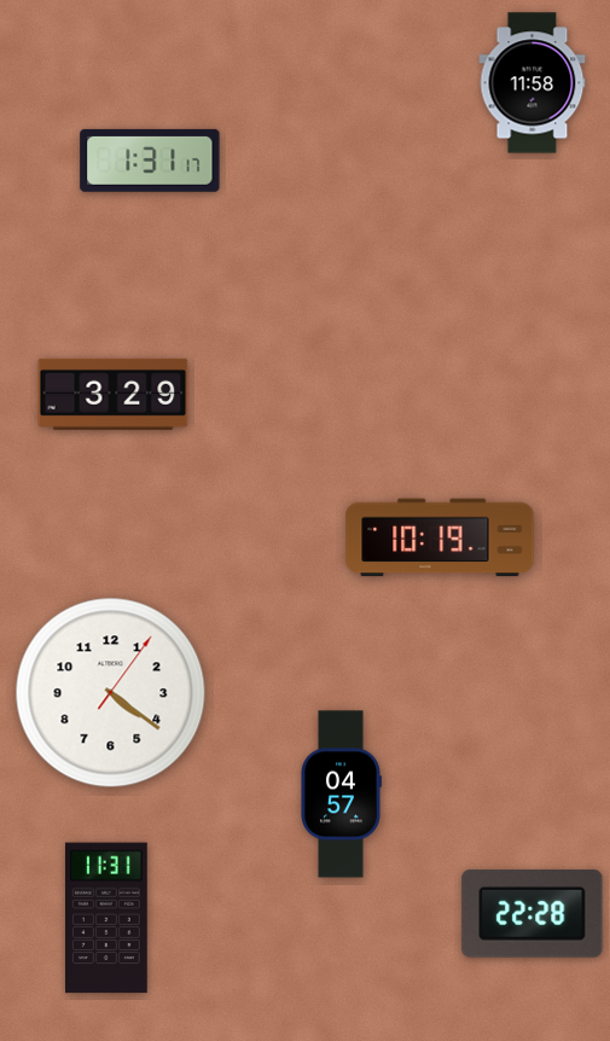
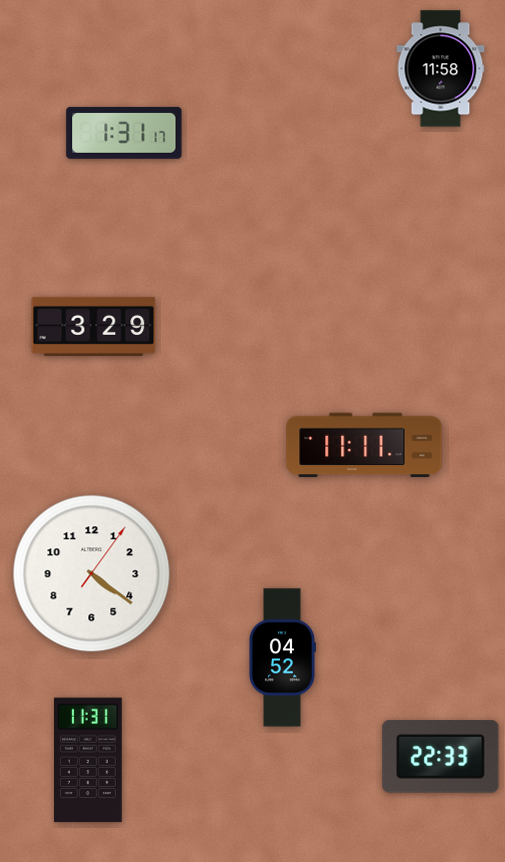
clock at (440, 537): 10:19 -> 11:11
clock at (341, 795): 04:57 -> 04:52
clock at (533, 914): 22:28 -> 22:33
